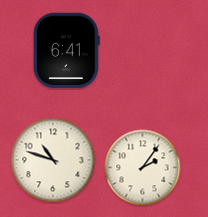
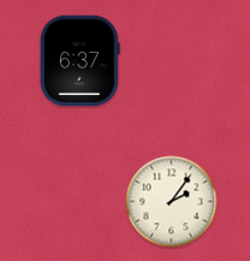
clock at (66, 51): 6:41 -> 6:37
clock at (53, 160): 10:48 -> none
